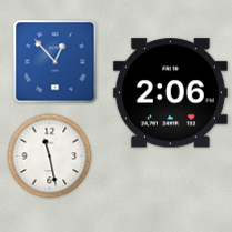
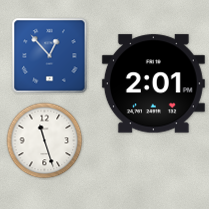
clock at (170, 93): 2:06 -> 2:01
clock at (50, 157): 11:28 -> 11:27
